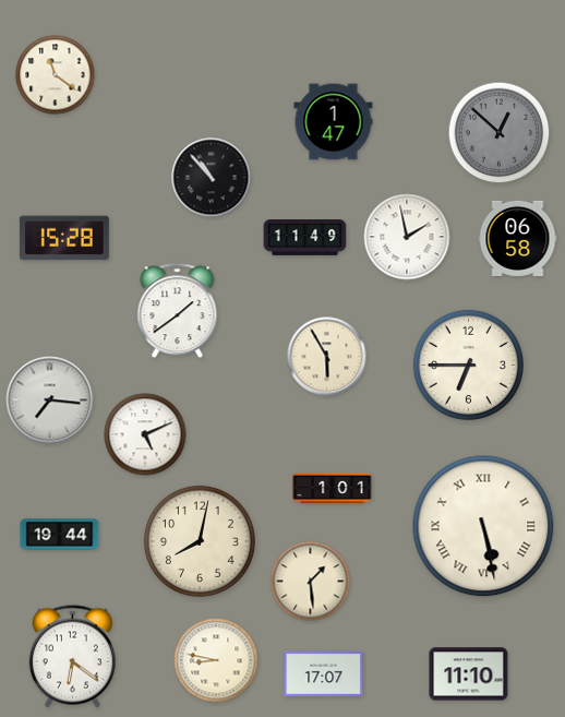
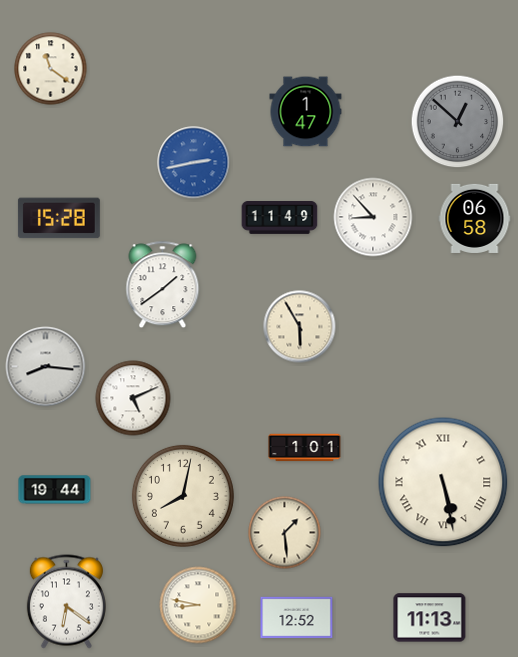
clock at (212, 178): 10:53 -> 2:43
clock at (212, 178) dial: black -> blue
clock at (407, 237): 1:58 -> 8:53
clock at (468, 365): 6:45 -> none
clock at (50, 401): 7:16 -> 8:16
clock at (324, 674): 17:07 -> 12:52
clock at (469, 674): 11:10 -> 11:13
